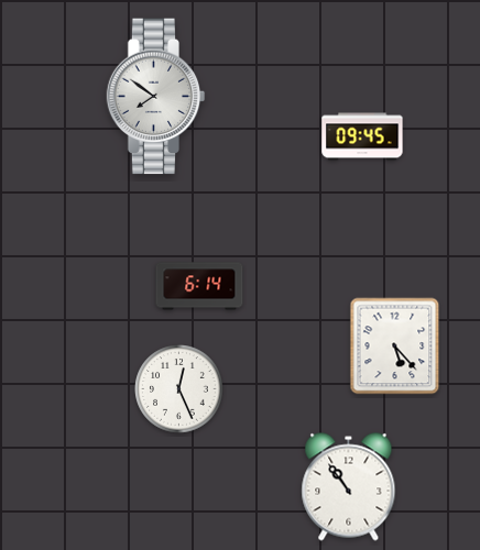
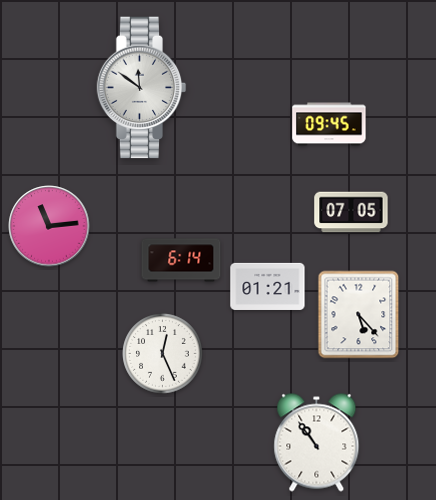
clock at (156, 97): 7:51 -> 11:51
clock at (351, 212): none -> 07:05
clock at (49, 226): none -> 11:14
clock at (268, 286): none -> 01:21
